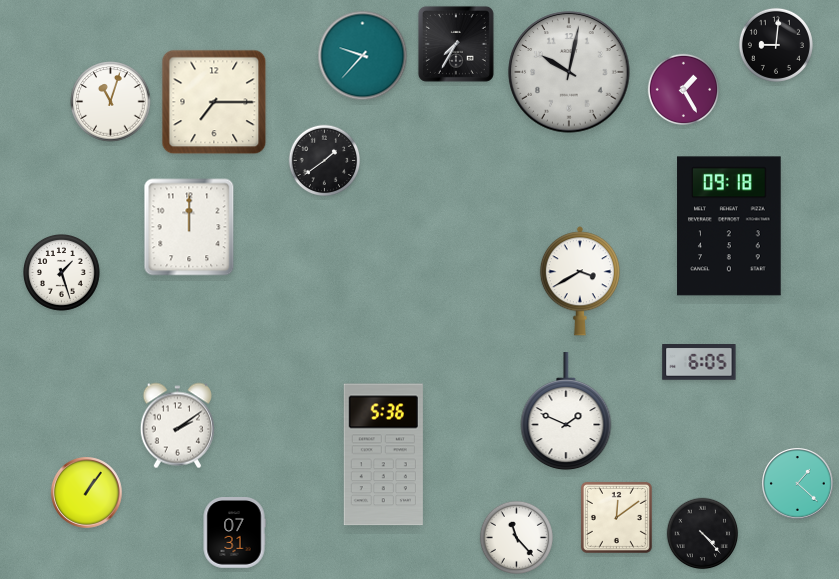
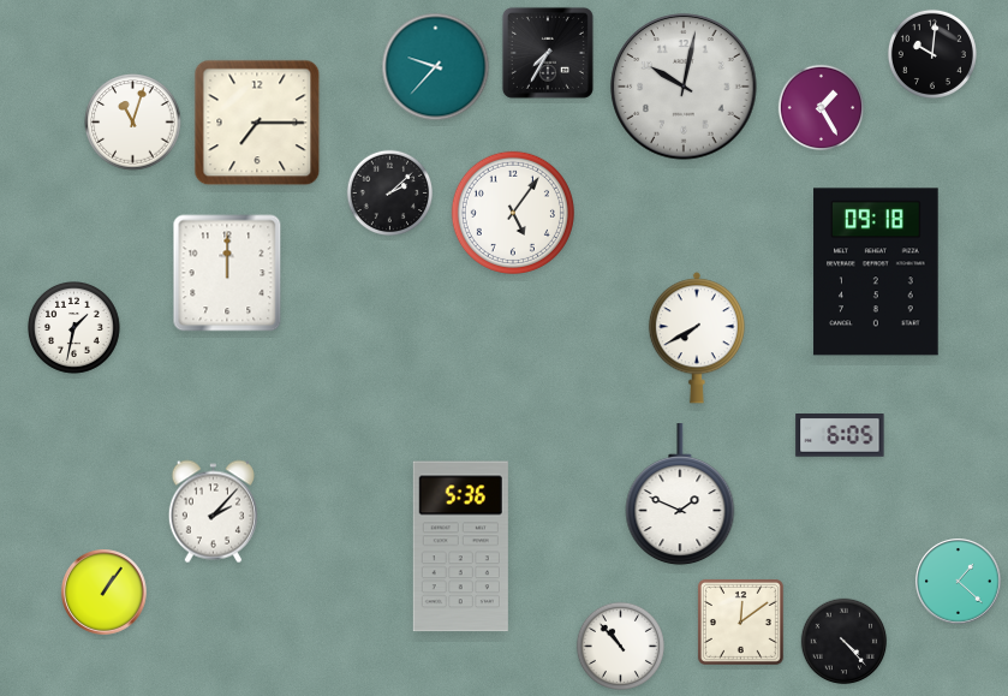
clock at (776, 45): 9:01 -> 10:01
clock at (325, 161): 1:39 -> 2:08
clock at (513, 213): none -> 5:06
clock at (62, 273): 1:27 -> 1:32
clock at (580, 281): 3:40 -> 7:40
clock at (177, 426): 2:09 -> 2:07
clock at (234, 533): 07:31 -> none
clock at (516, 537): 11:23 -> 10:53
